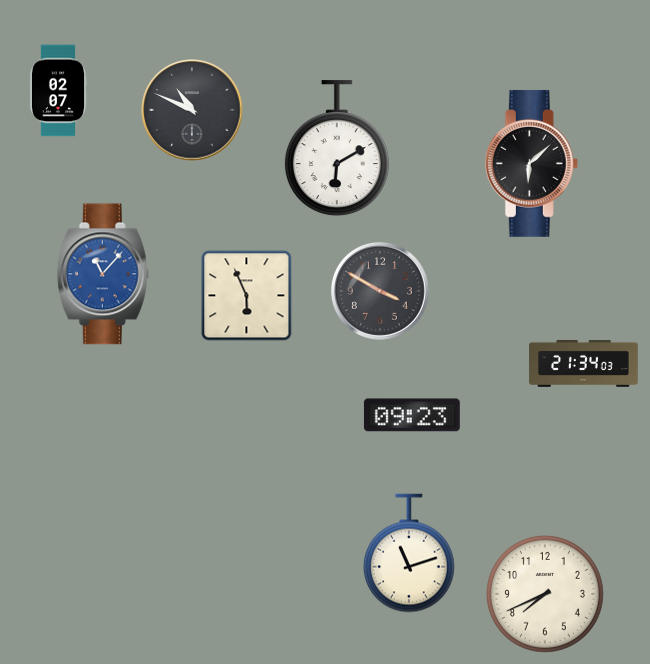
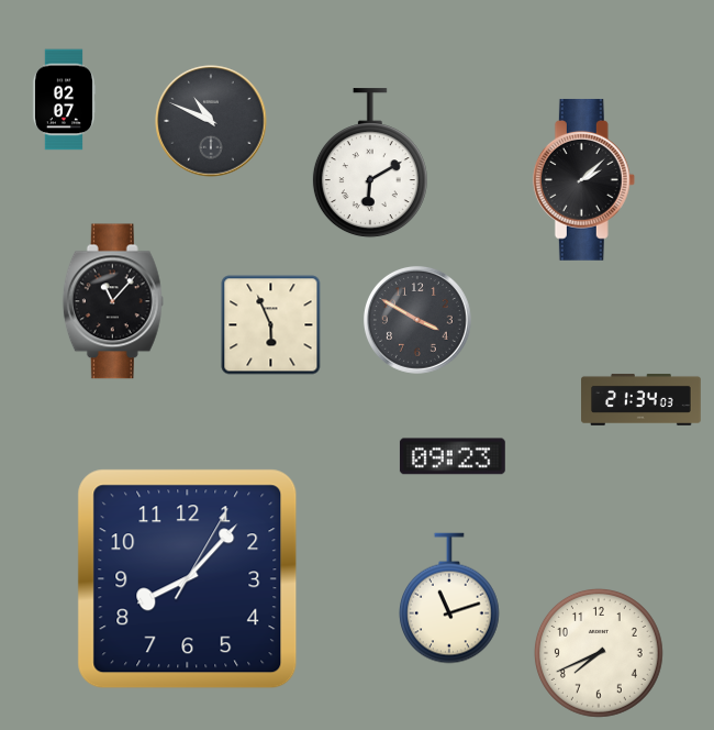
clock at (531, 163): 6:08 -> 2:08
clock at (103, 274) dial: blue -> black
clock at (188, 579): none -> 8:07
clock at (410, 553) position: (410, 553) -> (450, 598)
